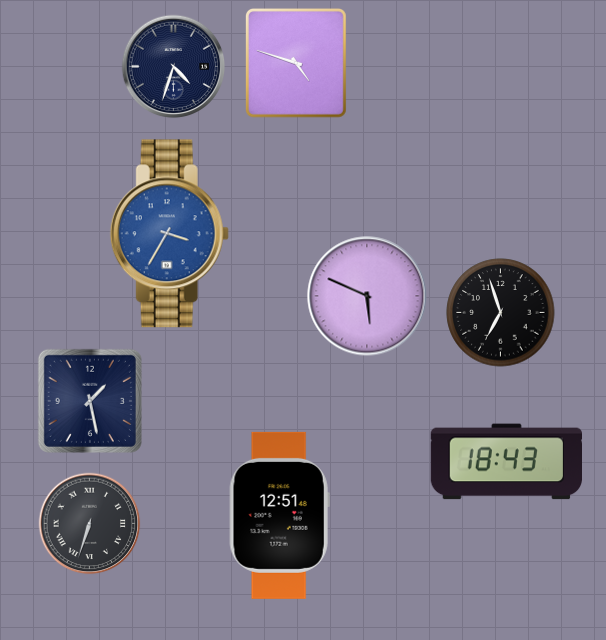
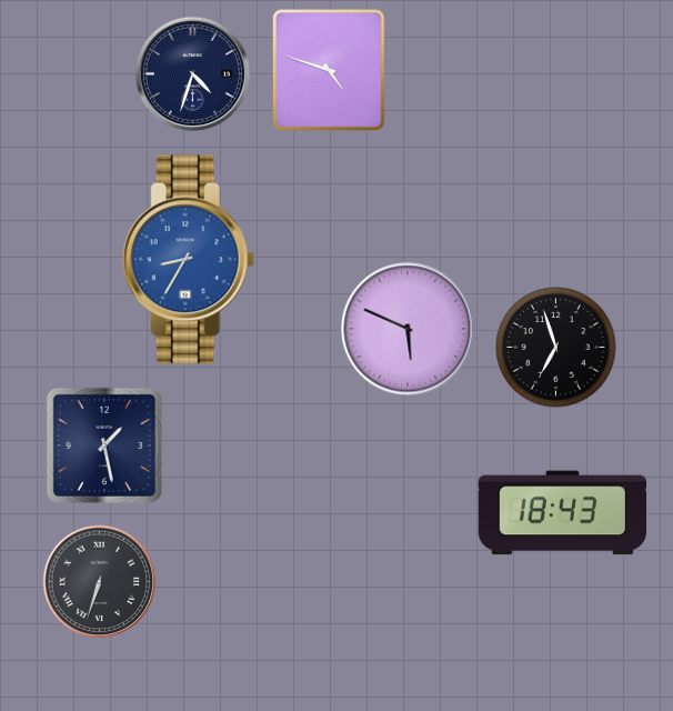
clock at (169, 234): 3:35 -> 8:35
clock at (90, 401) position: (90, 401) -> (104, 445)
clock at (279, 515): 12:51 -> none
